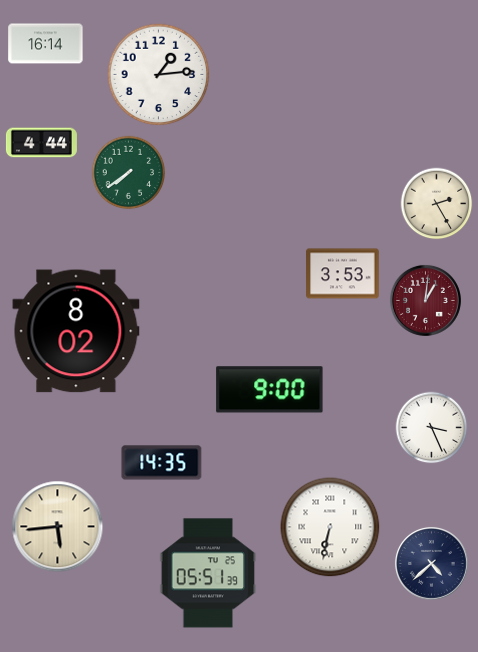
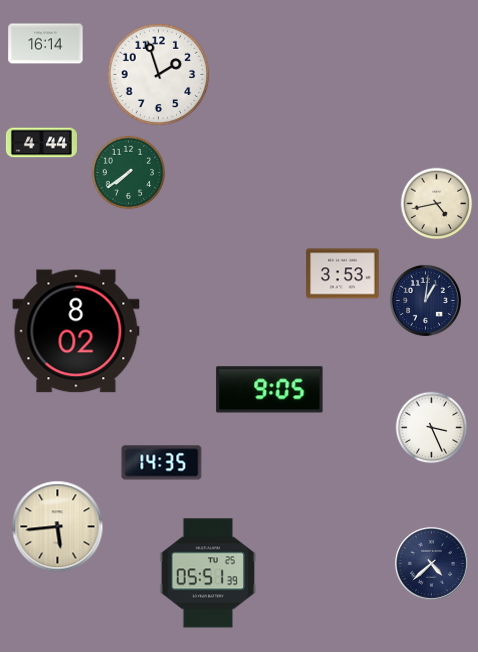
clock at (159, 75): 1:14 -> 1:57
clock at (437, 204): 2:25 -> 4:43
clock at (425, 300) dial: burgundy -> navy
clock at (270, 390): 9:00 -> 9:05
clock at (330, 527): 6:32 -> none
